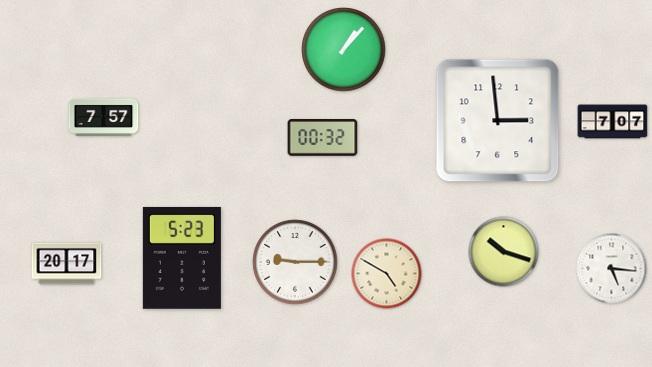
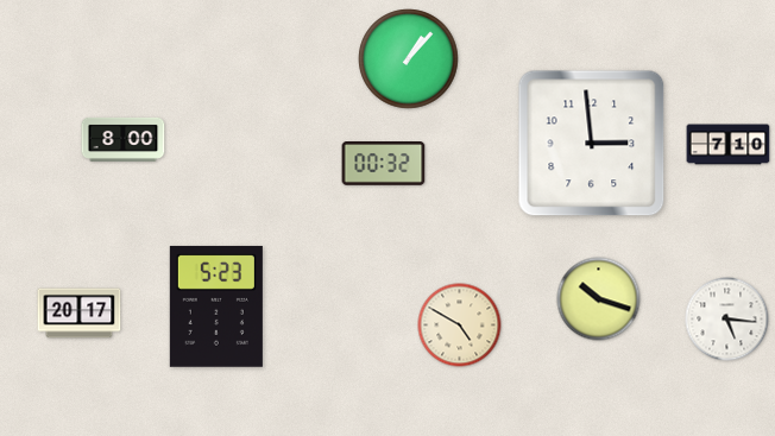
clock at (104, 117): 7:57 -> 8:00
clock at (613, 122): 7:07 -> 7:10
clock at (295, 262): 9:15 -> none
